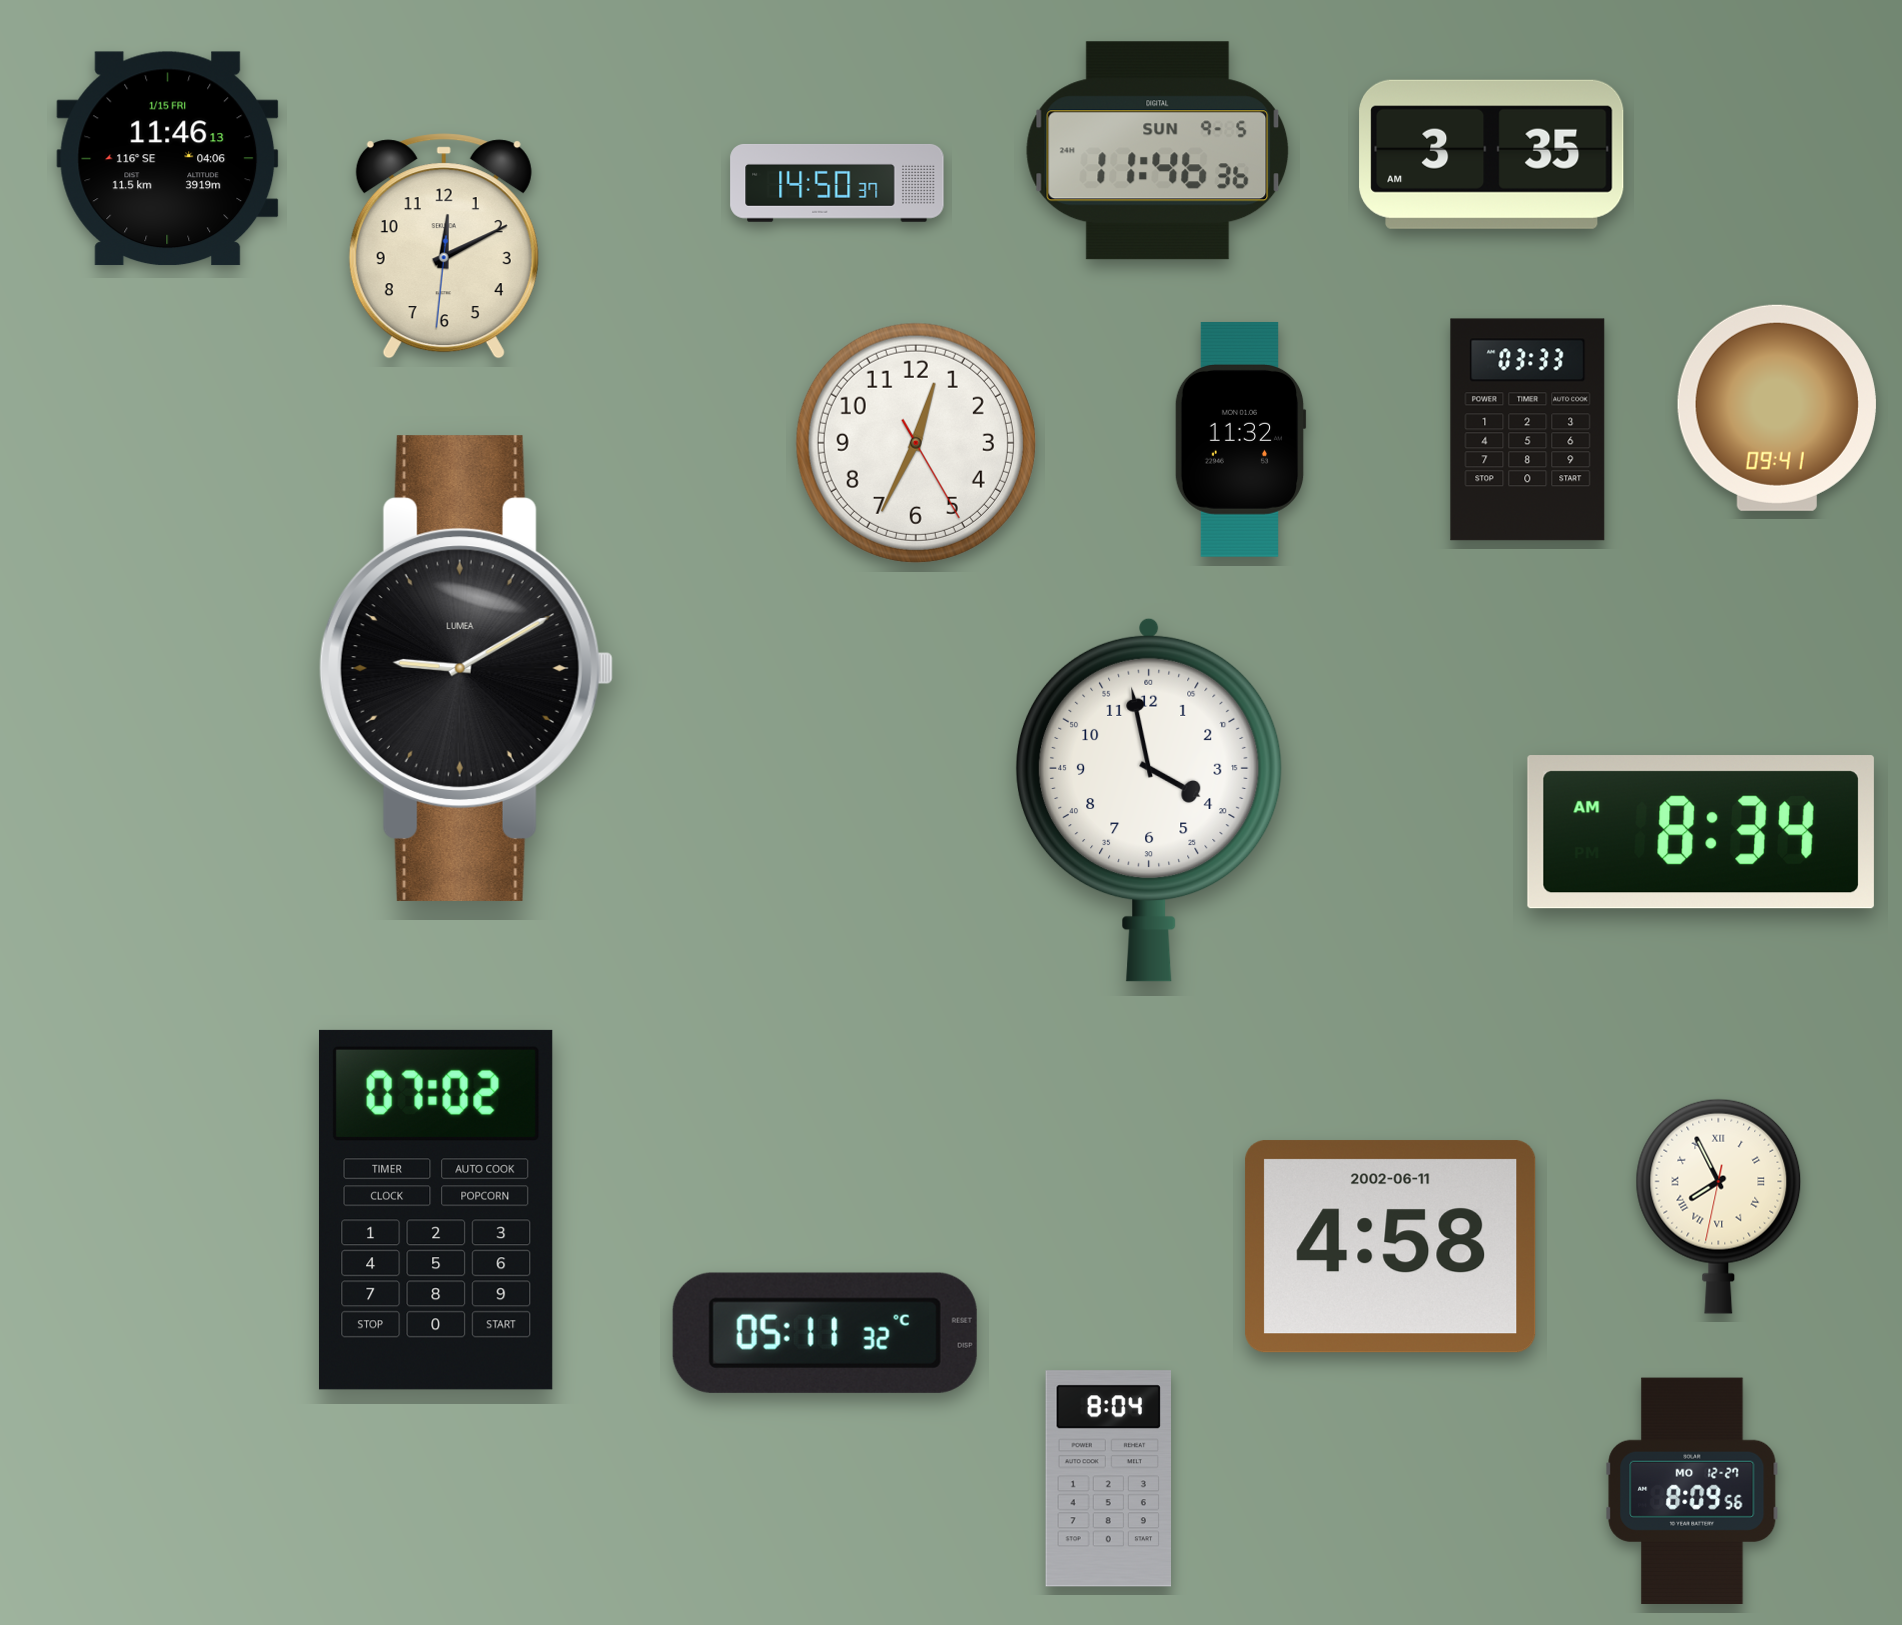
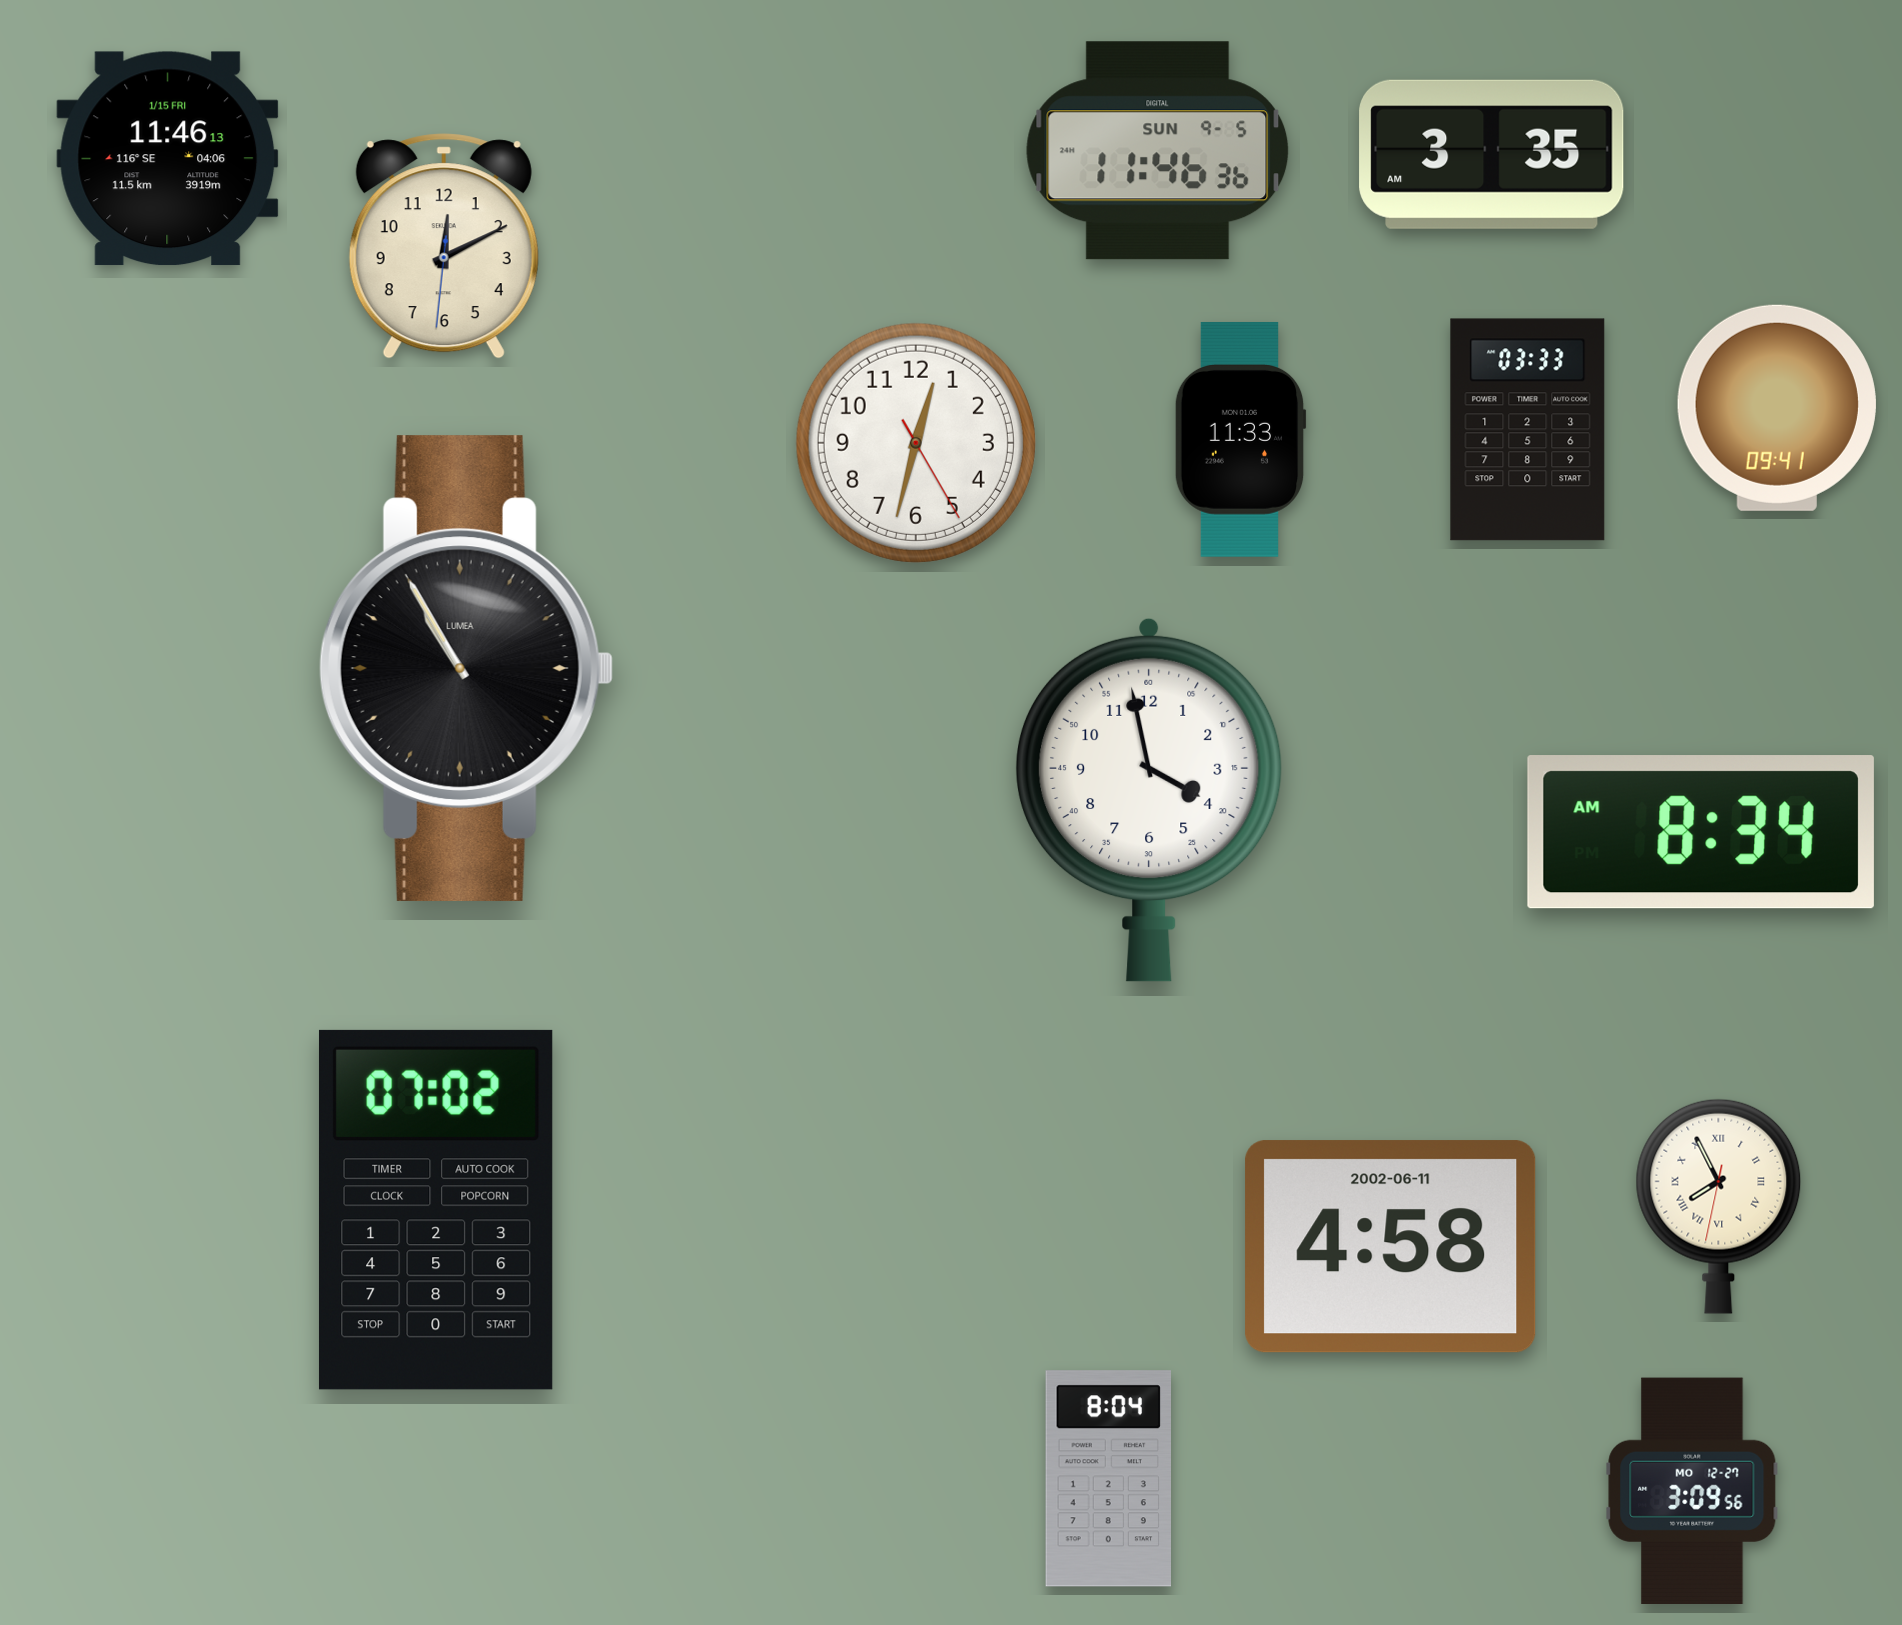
clock at (837, 183): 14:50 -> none
clock at (1240, 439): 11:32 -> 11:33
clock at (916, 443): 12:34 -> 12:32
clock at (466, 668): 9:10 -> 10:55
clock at (825, 1333): 05:11 -> none
clock at (1692, 1490): 8:09 -> 3:09
